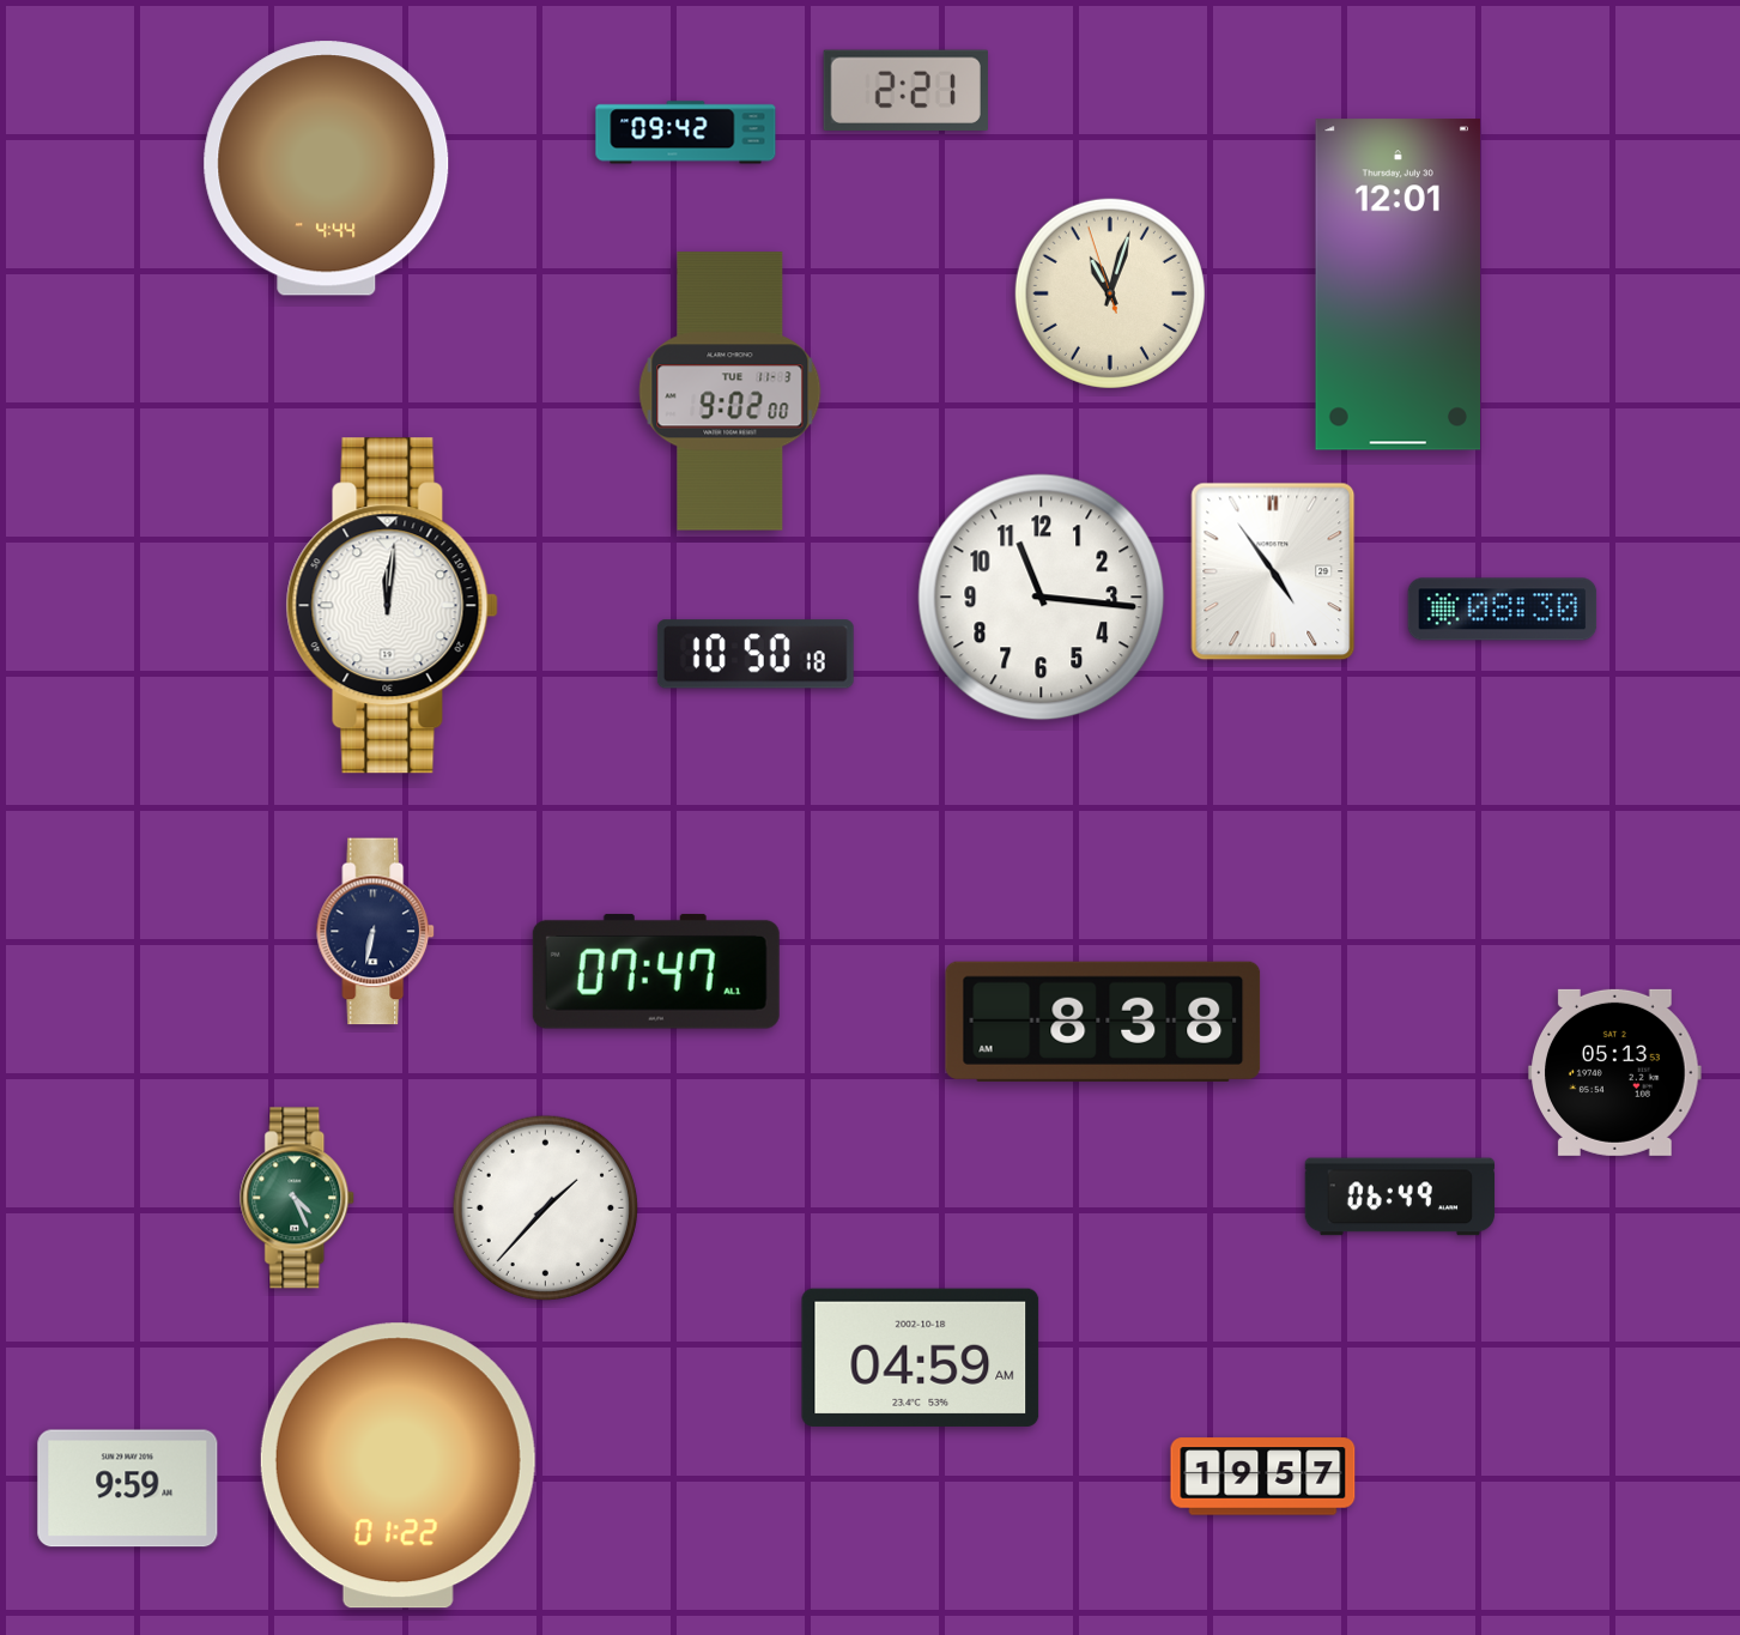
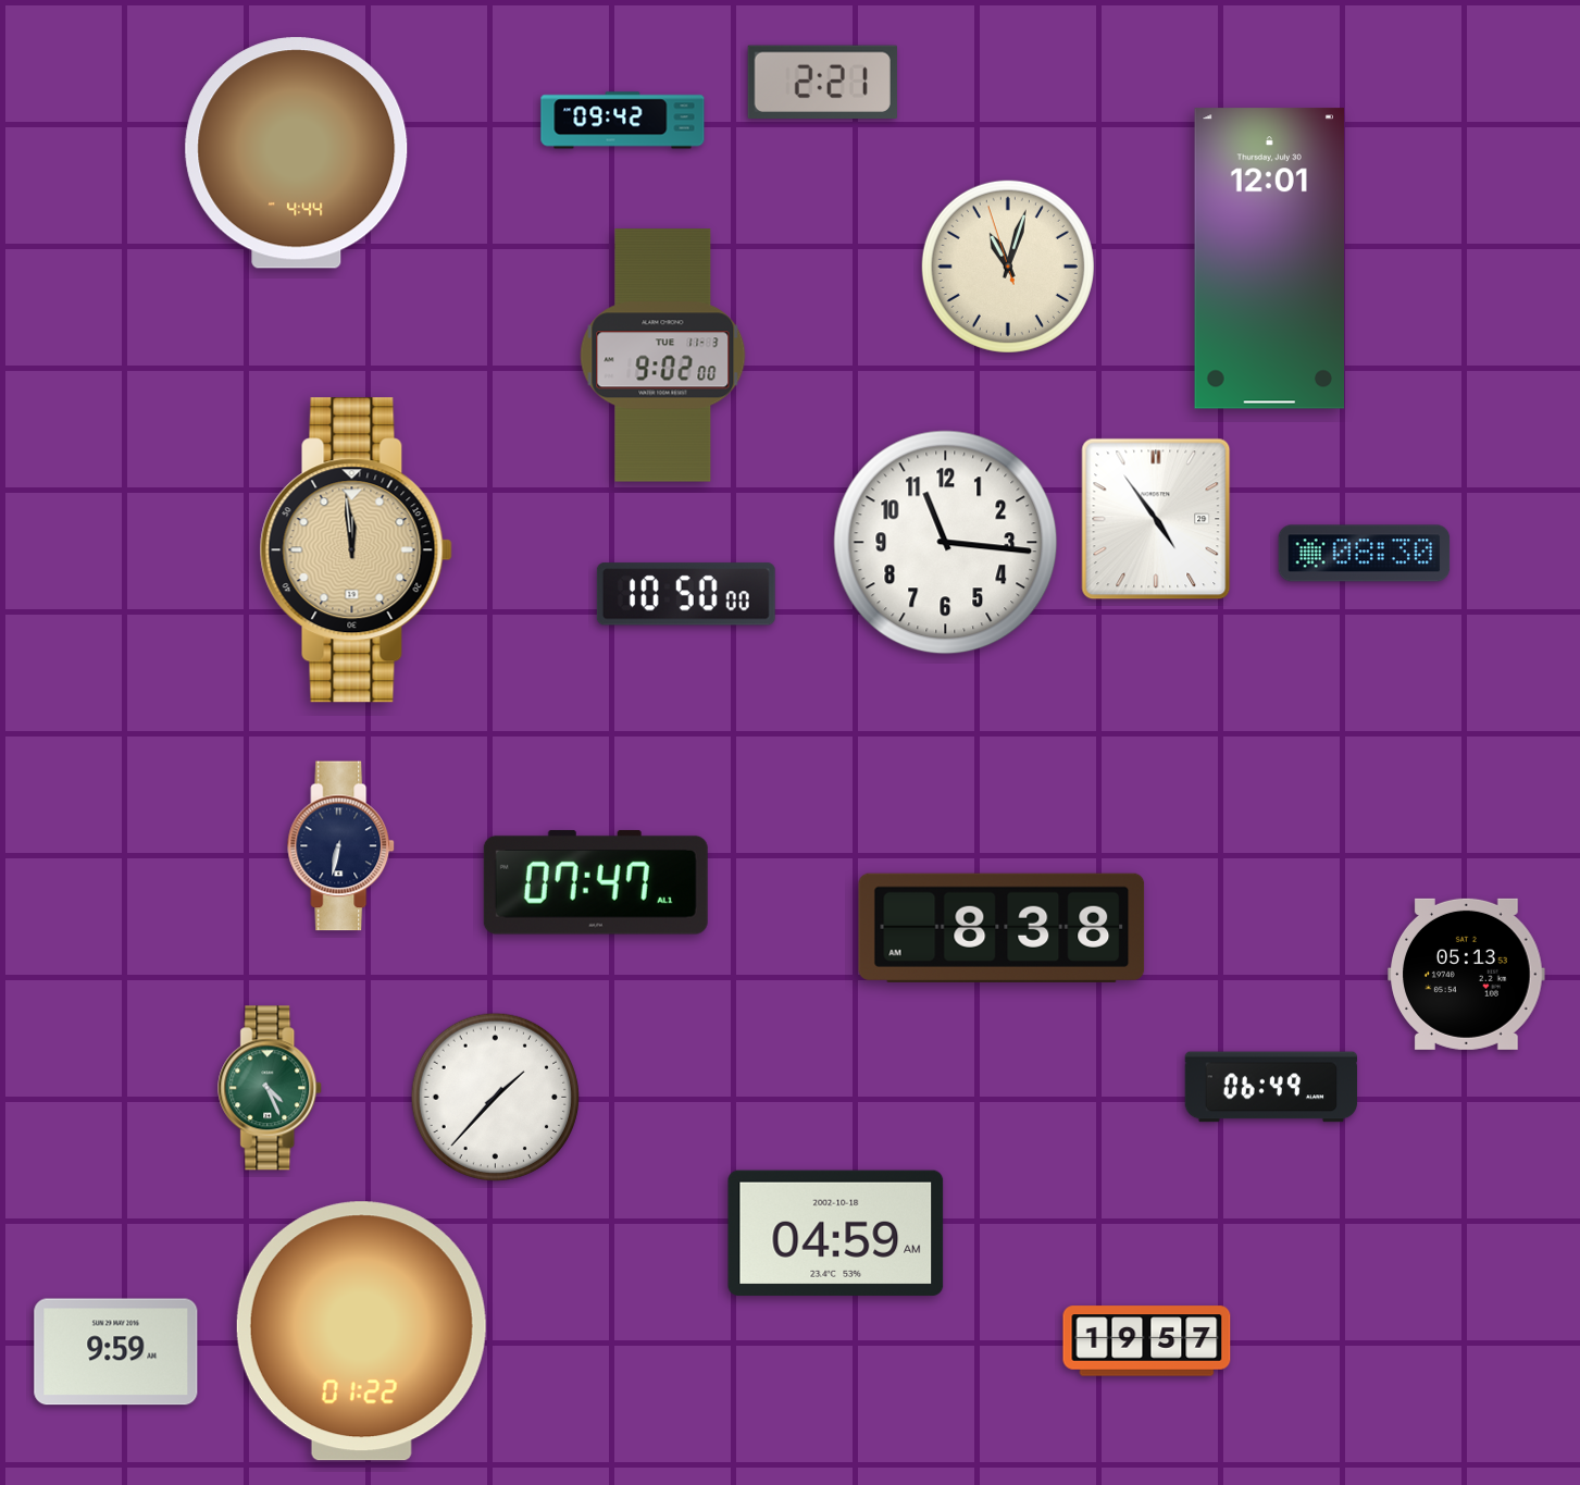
clock at (392, 606): 12:01 -> 11:59
clock at (392, 606) dial: white -> champagne
clock at (756, 654): 10:50:18 -> 10:50:00
